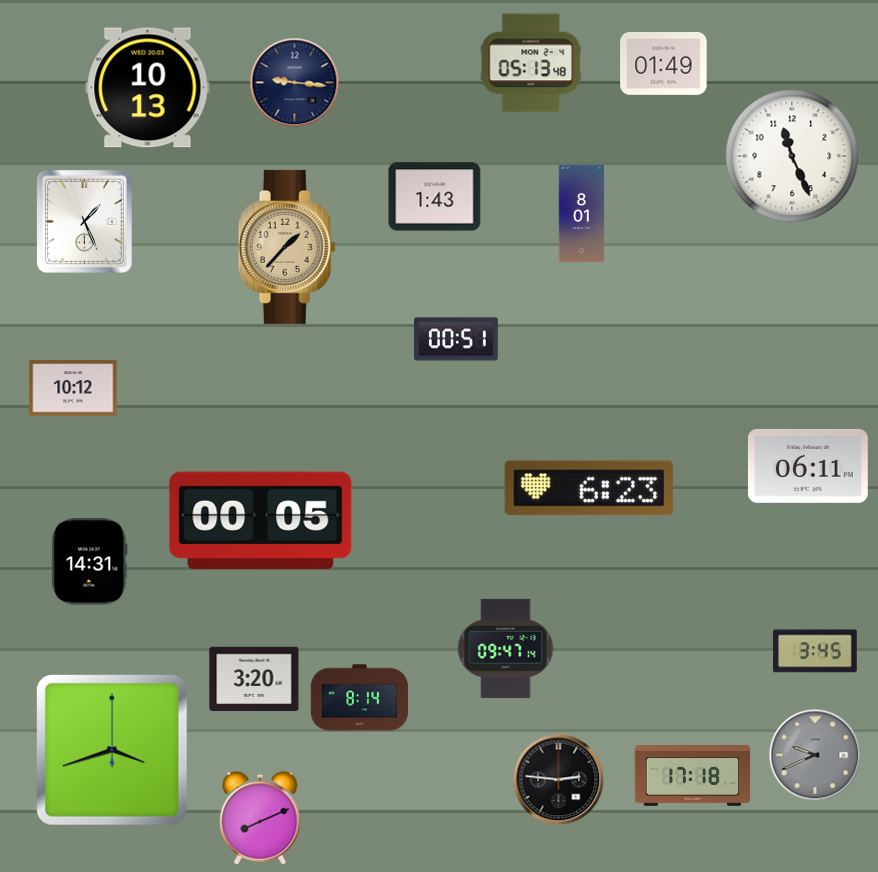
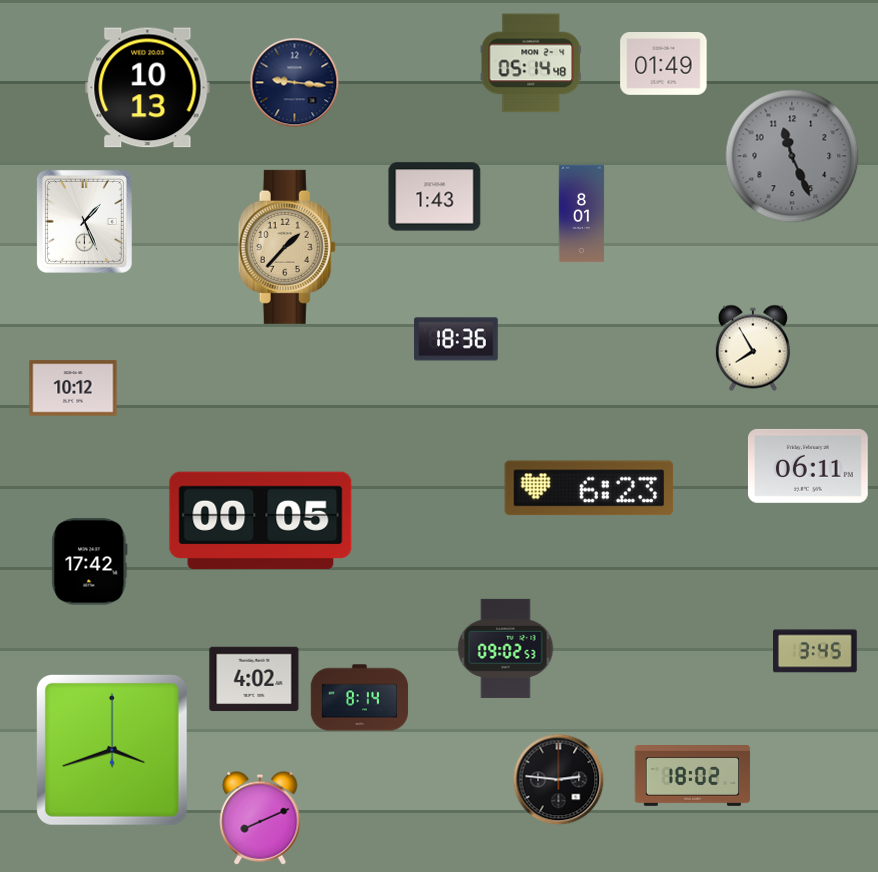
clock at (531, 63): 05:13 -> 05:14
clock at (792, 156) dial: white -> grey
clock at (456, 339): 00:51 -> 18:36
clock at (753, 348): none -> 7:55
clock at (90, 562): 14:31 -> 17:42
clock at (506, 648): 09:47 -> 09:02
clock at (254, 679): 3:20 -> 4:02
clock at (815, 755): 9:41 -> none
clock at (693, 776): 17:18 -> 18:02
